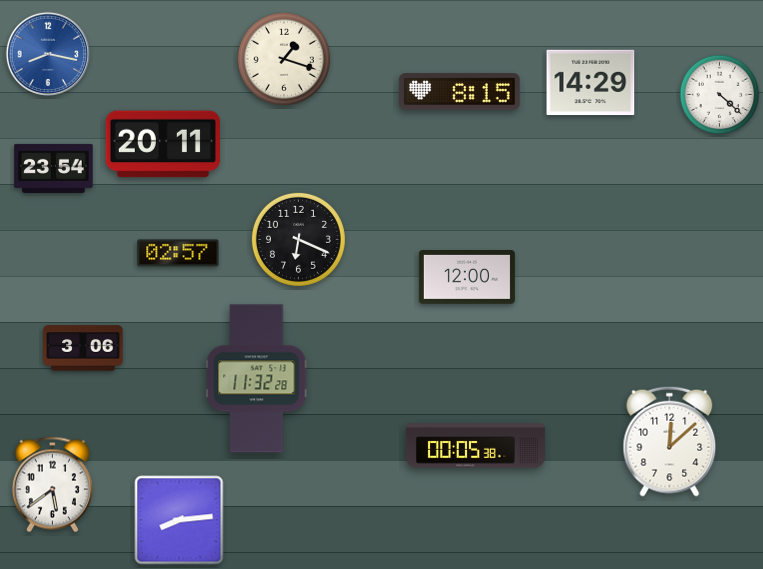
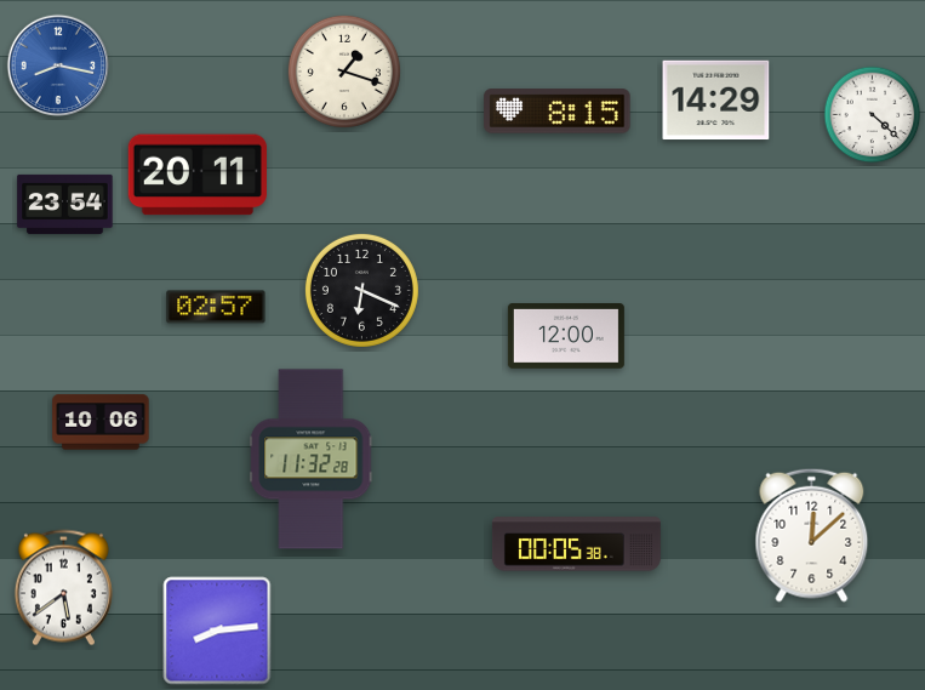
clock at (83, 348): 3:06 -> 10:06
clock at (475, 446) position: (475, 446) -> (576, 544)
